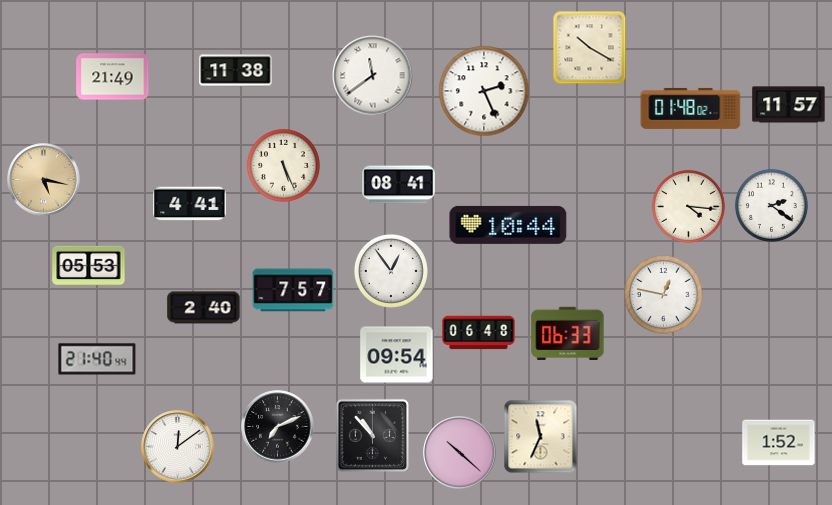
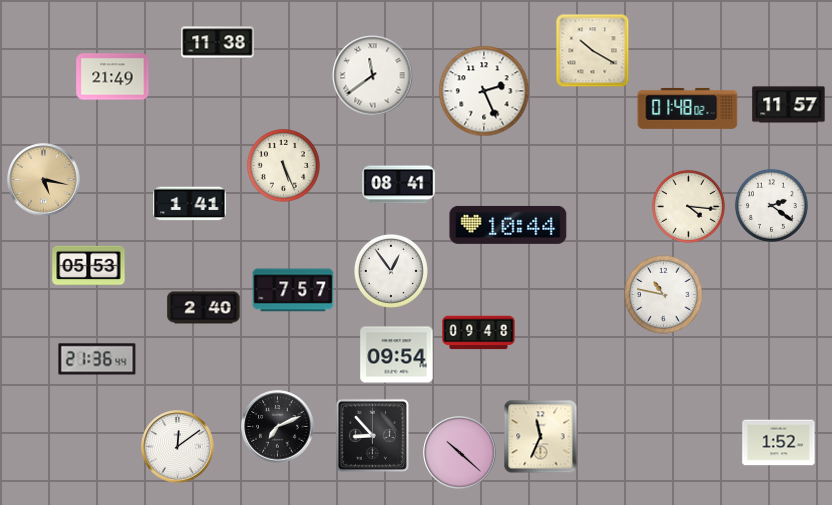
clock at (590, 48) position: (590, 48) -> (593, 51)
clock at (236, 71) position: (236, 71) -> (218, 43)
clock at (691, 108) position: (691, 108) -> (688, 108)
clock at (190, 204): 4:41 -> 1:41
clock at (664, 295): 12:47 -> 10:47
clock at (479, 333): 06:48 -> 09:48
clock at (568, 333): 06:33 -> none
clock at (97, 359): 21:40 -> 21:36
clock at (372, 435): 10:53 -> 8:53
